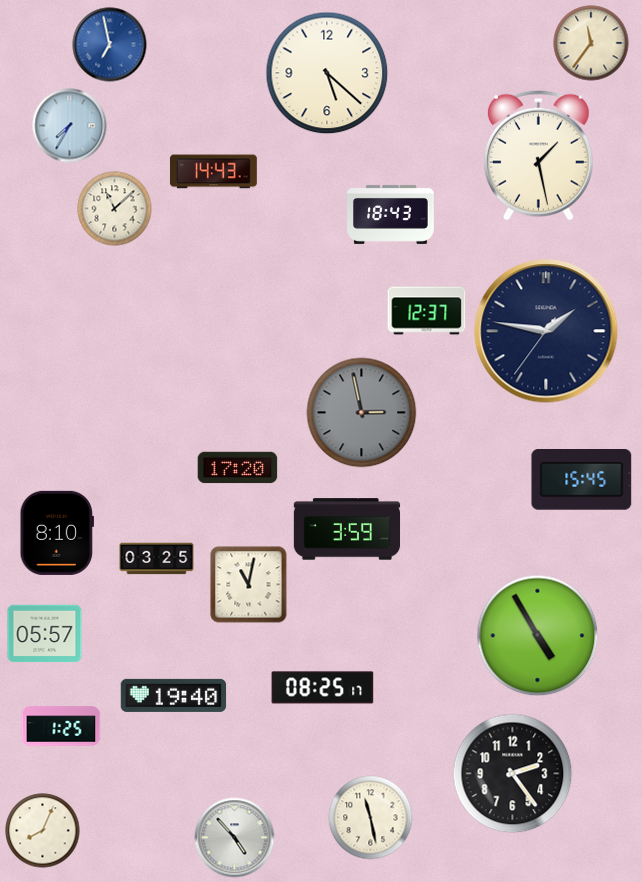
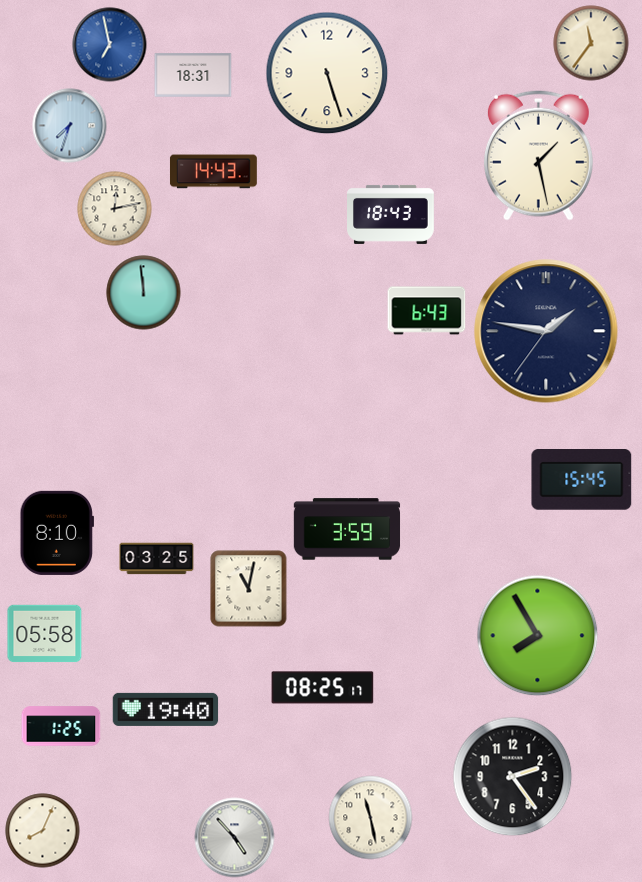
clock at (327, 73): 5:22 -> 5:27
clock at (193, 75): none -> 18:31
clock at (70, 126): 7:35 -> 7:33
clock at (115, 209): 11:08 -> 12:13
clock at (144, 293): none -> 11:59
clock at (427, 311): 12:37 -> 6:43
clock at (362, 413): 2:58 -> none
clock at (238, 468): 17:20 -> none
clock at (249, 585) position: (249, 585) -> (249, 589)
clock at (45, 634): 05:57 -> 05:58
clock at (538, 636): 4:55 -> 7:55
clock at (174, 695) position: (174, 695) -> (166, 709)
clock at (513, 774) position: (513, 774) -> (513, 777)
